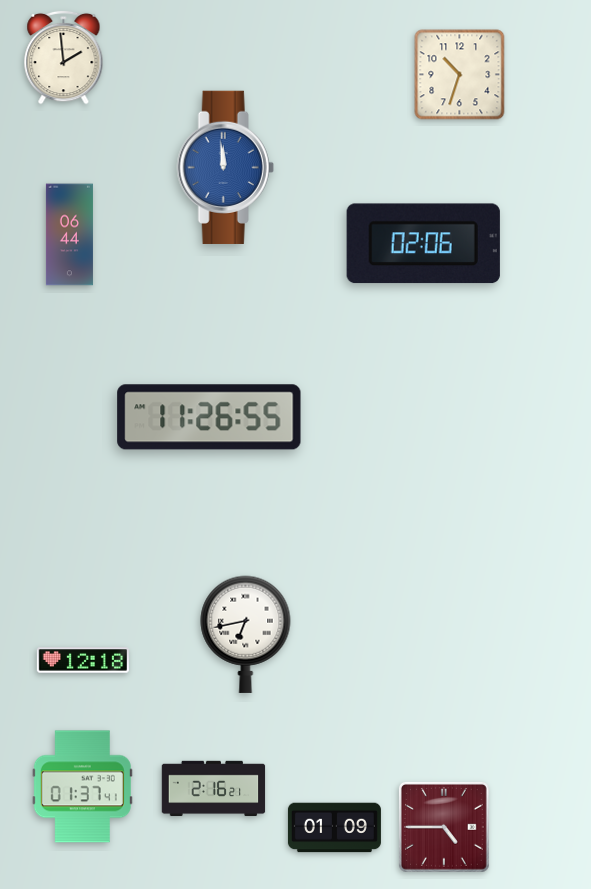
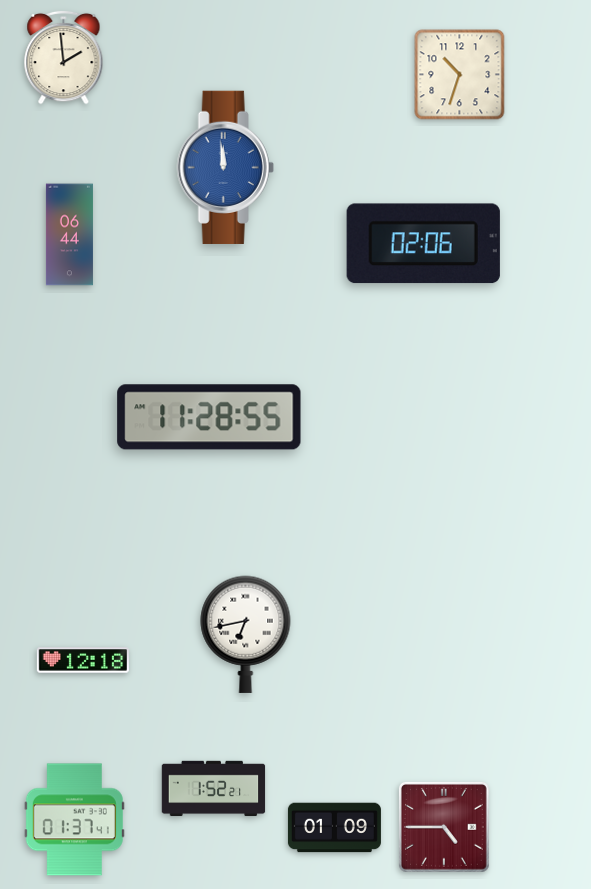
clock at (209, 417): 11:26 -> 11:28
clock at (82, 787) position: (82, 787) -> (74, 820)
clock at (214, 789): 2:16 -> 1:52
